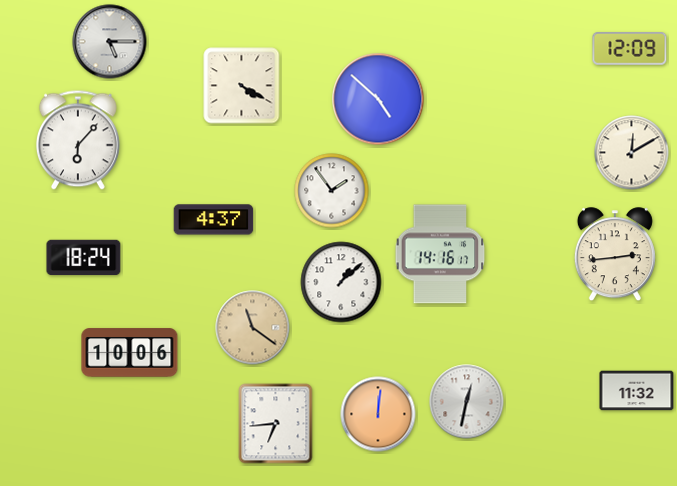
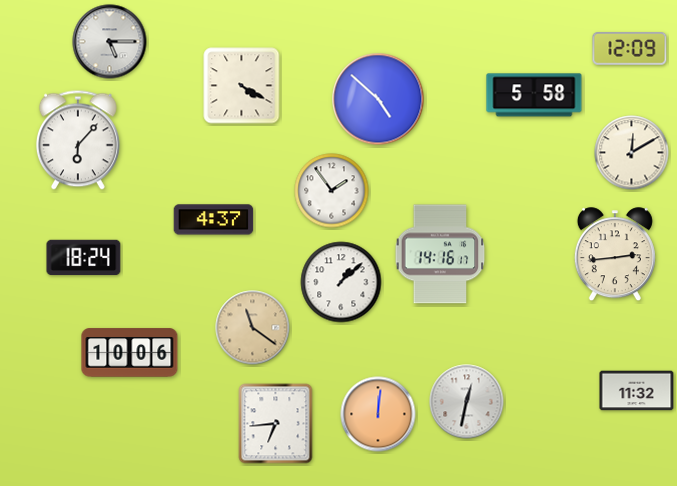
clock at (534, 95): none -> 5:58
